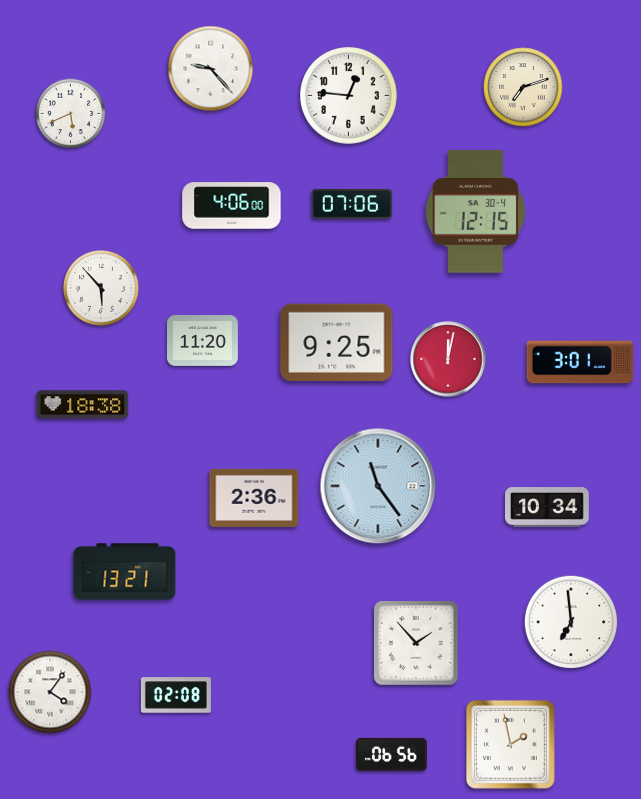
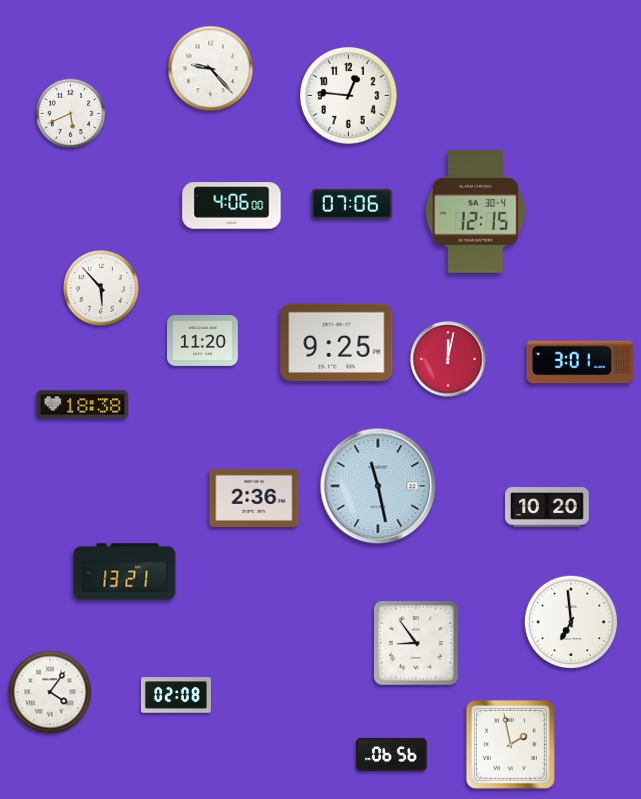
clock at (523, 87): 7:12 -> none
clock at (378, 486): 11:24 -> 11:28
clock at (547, 507): 10:34 -> 10:20
clock at (417, 644): 1:53 -> 8:54
